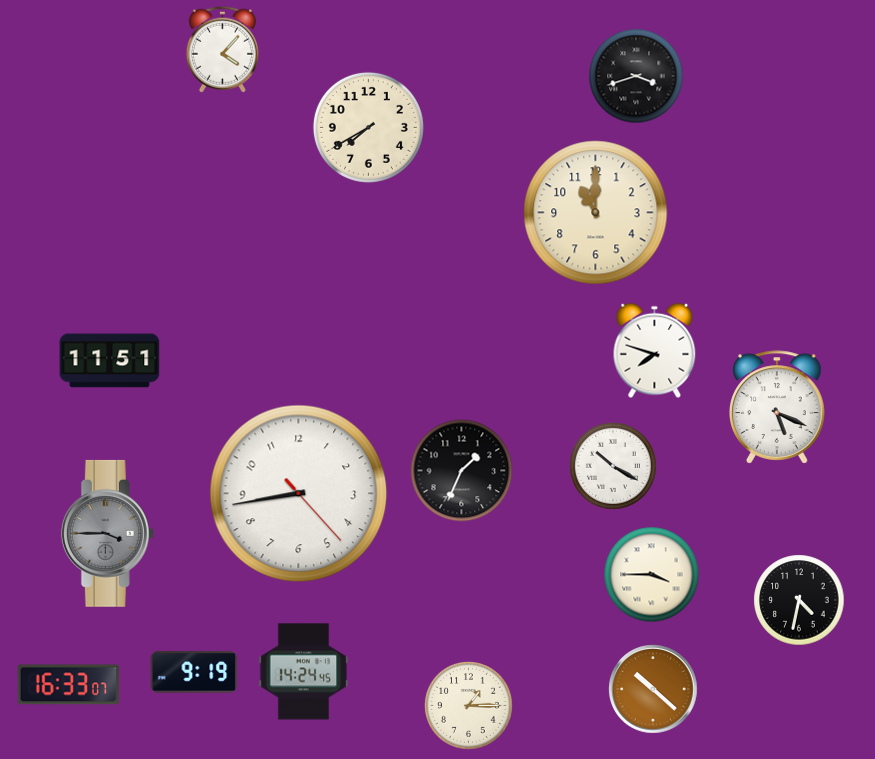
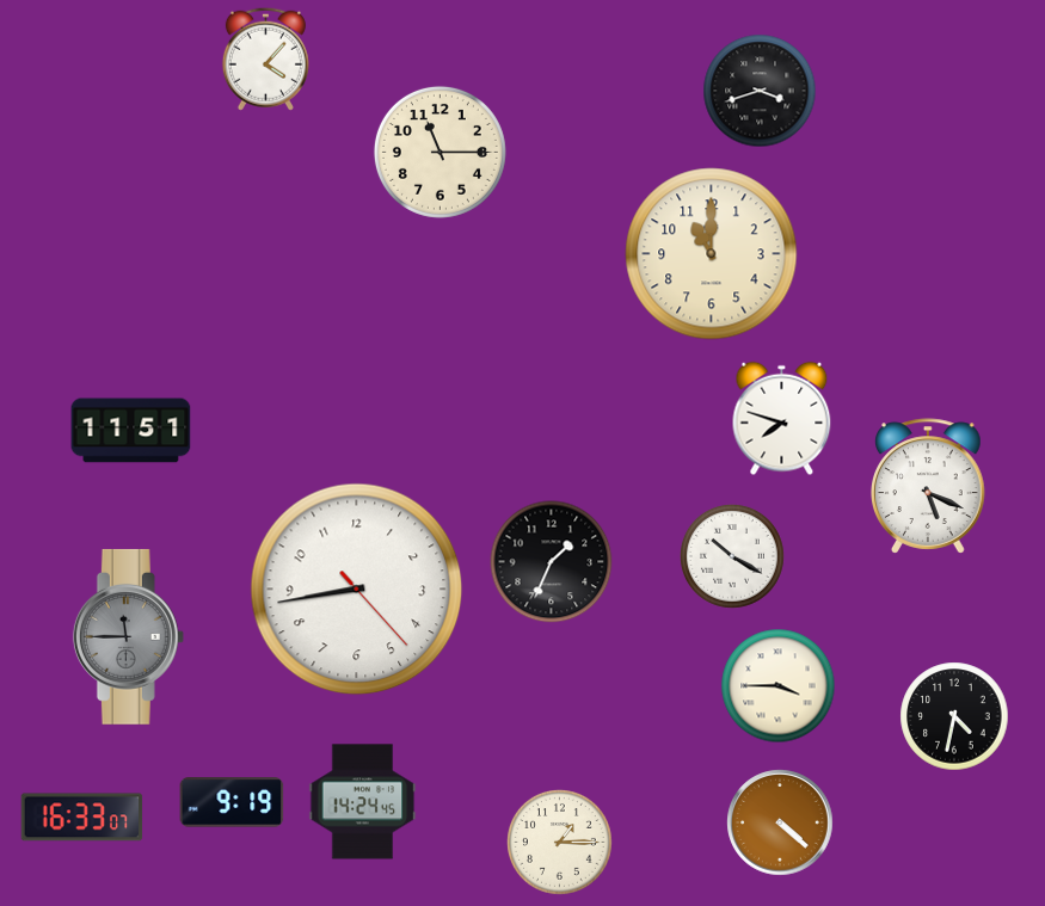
clock at (368, 127): 7:40 -> 11:15
clock at (107, 533): 3:45 -> 11:45
clock at (653, 689): 10:22 -> 4:22
